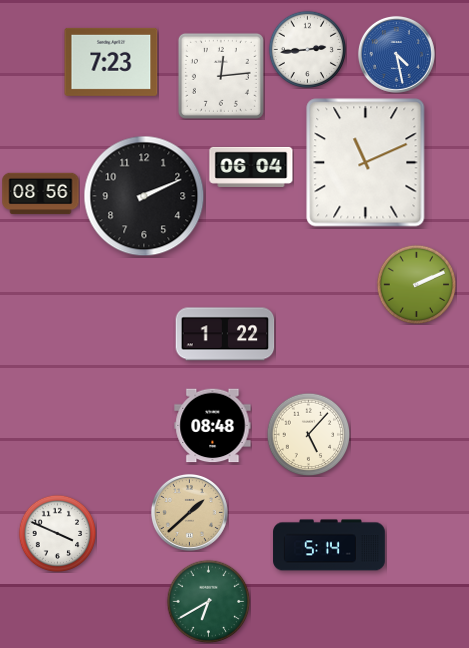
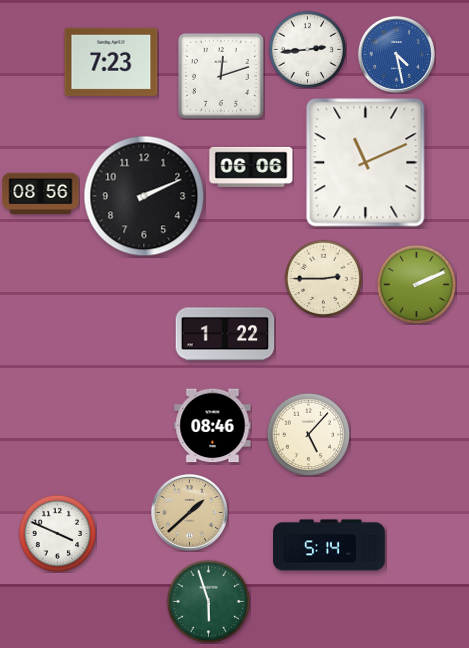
clock at (221, 76): 12:14 -> 12:12
clock at (251, 167): 06:04 -> 06:06
clock at (323, 278): none -> 2:45
clock at (213, 426): 08:48 -> 08:46
clock at (208, 601): 6:40 -> 5:57
